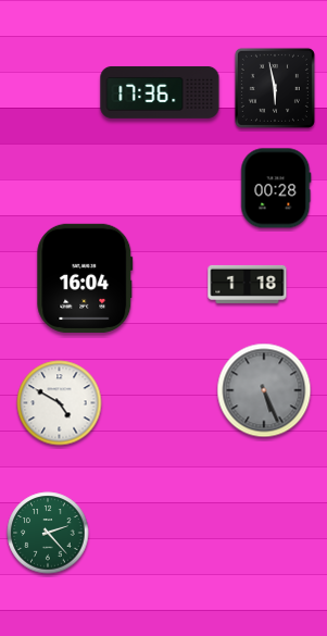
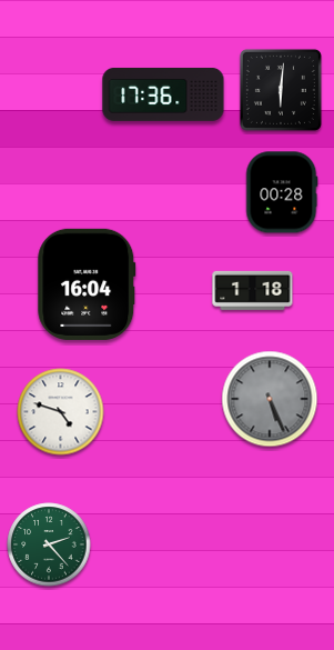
clock at (275, 88): 5:58 -> 6:01
clock at (60, 403): 4:50 -> 4:48
